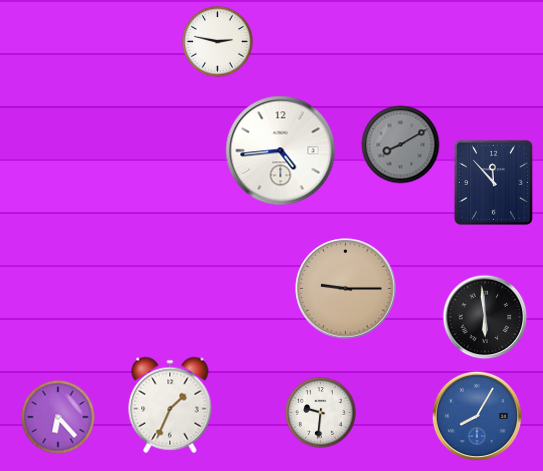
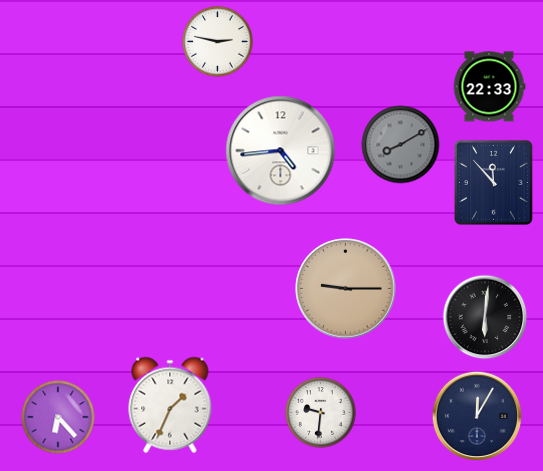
clock at (489, 87): none -> 22:33
clock at (485, 317): 5:59 -> 6:01
clock at (476, 415): 8:05 -> 12:05
clock at (476, 415) dial: blue -> navy
